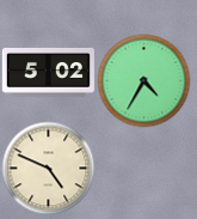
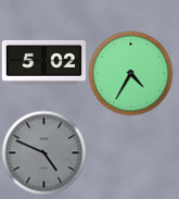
clock at (48, 72) position: (48, 72) -> (43, 62)
clock at (48, 168) dial: cream -> grey
